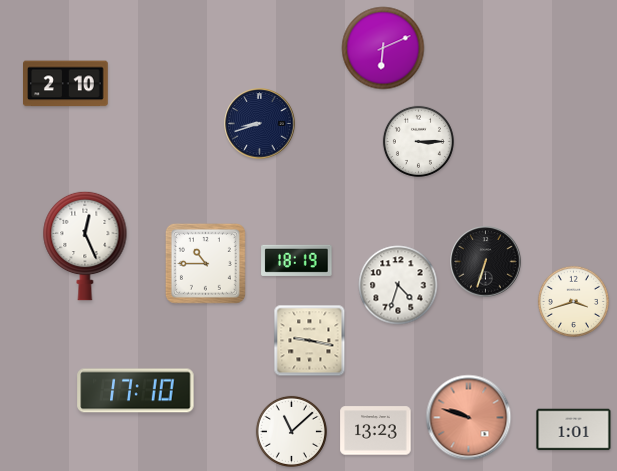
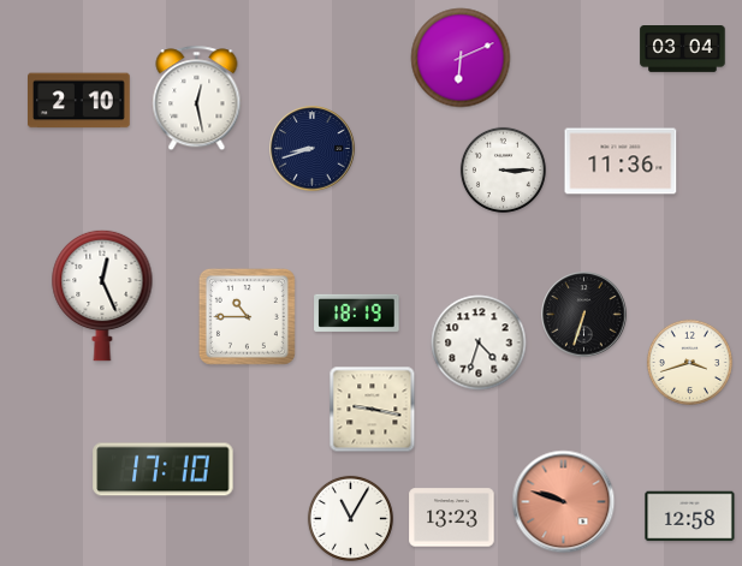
clock at (683, 49): none -> 03:04
clock at (197, 99): none -> 12:28
clock at (621, 161): none -> 11:36
clock at (574, 430): 1:01 -> 12:58
clock at (291, 431): 11:08 -> 11:05
